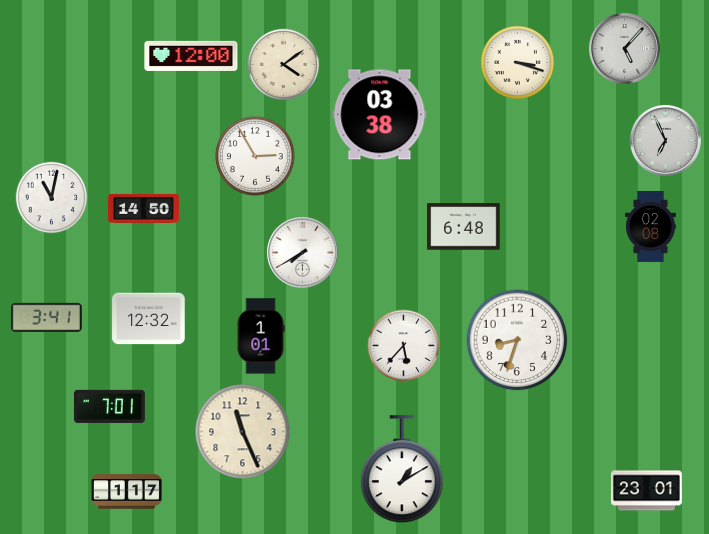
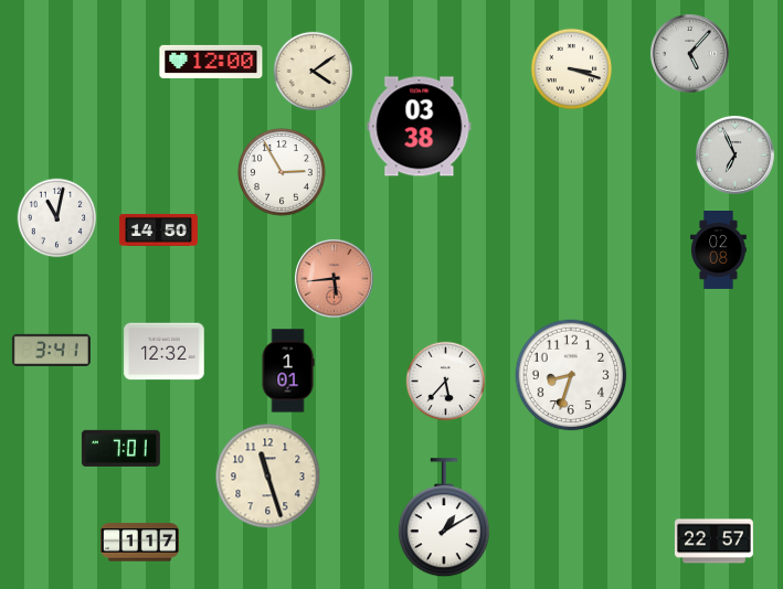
clock at (464, 227): 6:48 -> none
clock at (302, 252): 7:40 -> 5:44
clock at (302, 252) dial: white -> salmon
clock at (243, 432): 11:26 -> 11:27
clock at (646, 491): 23:01 -> 22:57
